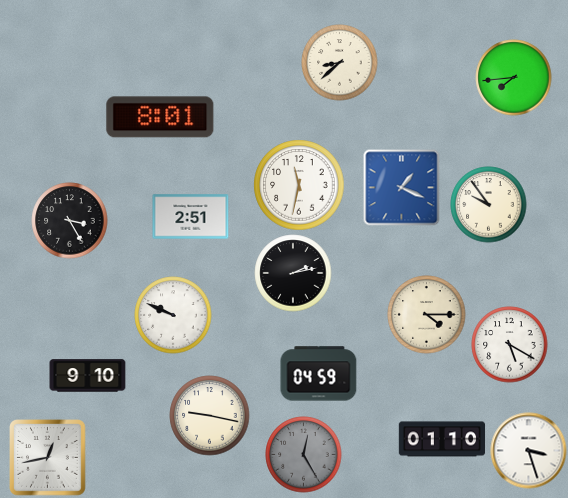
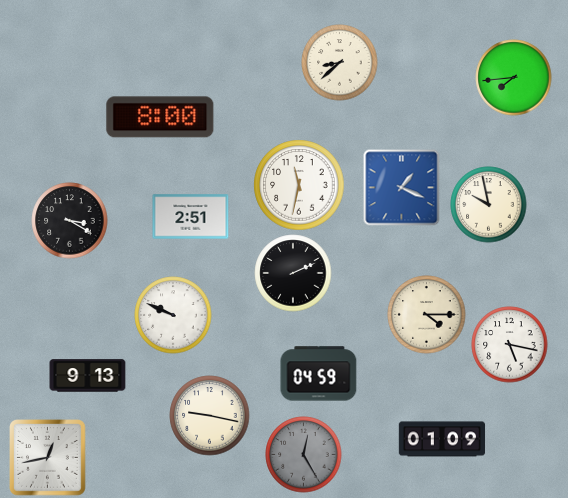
clock at (160, 117): 8:01 -> 8:00
clock at (489, 205): 9:54 -> 9:58
clock at (70, 221): 3:25 -> 3:20
clock at (293, 273): 2:13 -> 2:11
clock at (510, 345): 5:20 -> 5:17
clock at (88, 376): 9:10 -> 9:13
clock at (442, 439): 01:10 -> 01:09
clock at (529, 451): 3:27 -> none
